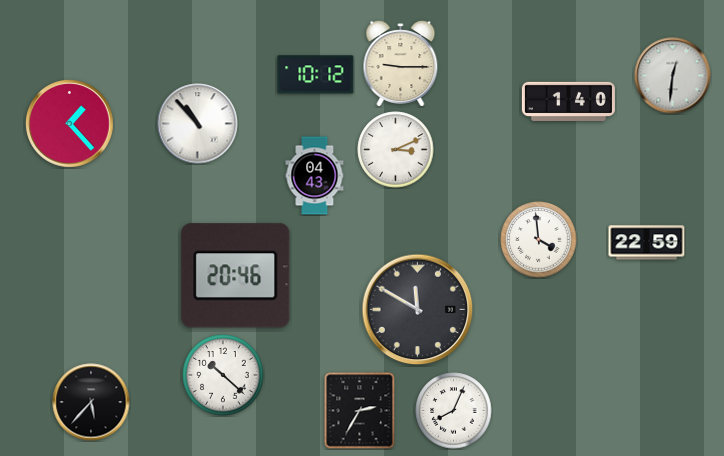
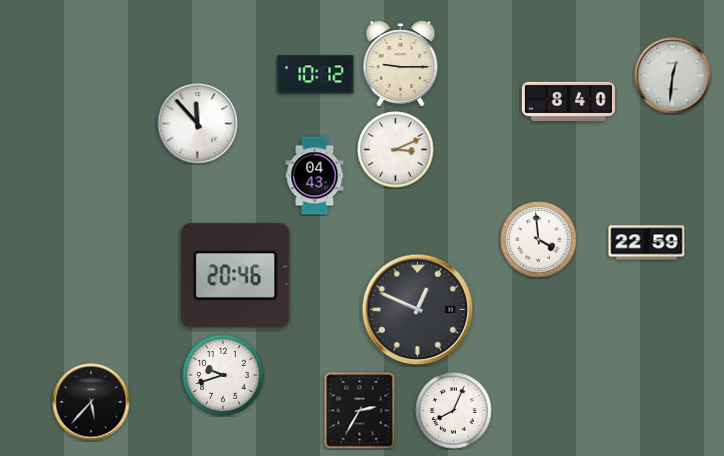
clock at (568, 101): 1:40 -> 8:40
clock at (70, 124): 1:23 -> none
clock at (198, 124): 10:53 -> 11:53
clock at (418, 310): 11:50 -> 12:49
clock at (223, 375): 10:22 -> 9:42
